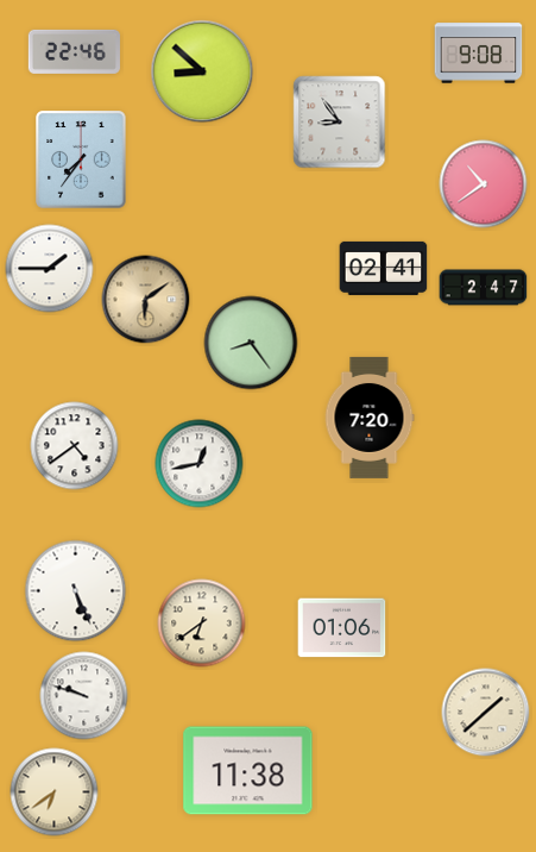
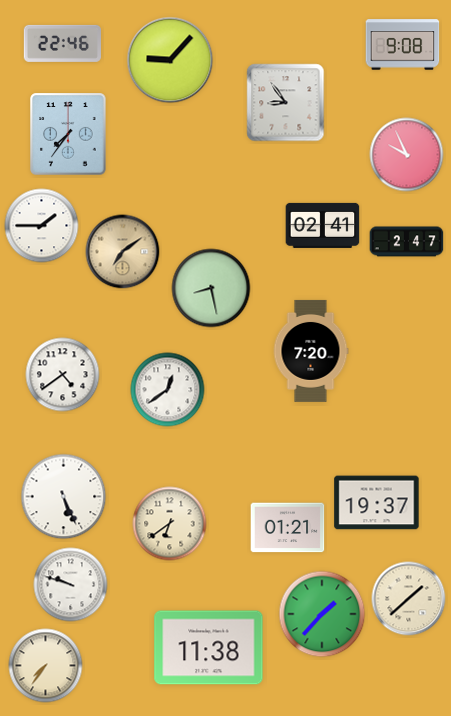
clock at (202, 71): 8:52 -> 9:07
clock at (484, 184): 10:39 -> 9:56
clock at (146, 300): 6:09 -> 7:09
clock at (251, 343): 8:24 -> 8:28
clock at (200, 464): 12:43 -> 12:39
clock at (377, 503): none -> 19:37
clock at (342, 628): 01:06 -> 01:21
clock at (322, 614): none -> 1:37
clock at (55, 793): 6:39 -> 7:36
